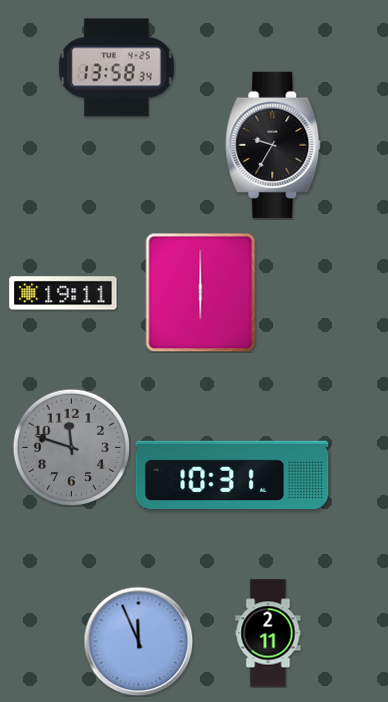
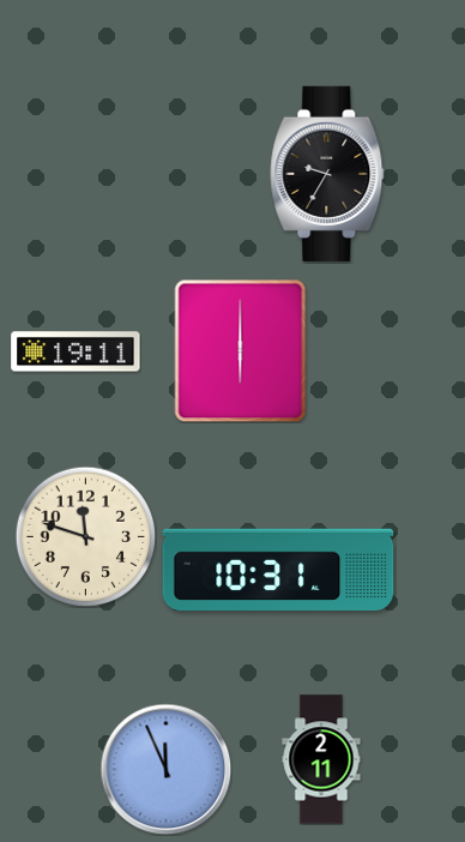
clock at (117, 68): 13:58 -> none
clock at (71, 447) dial: grey -> cream
